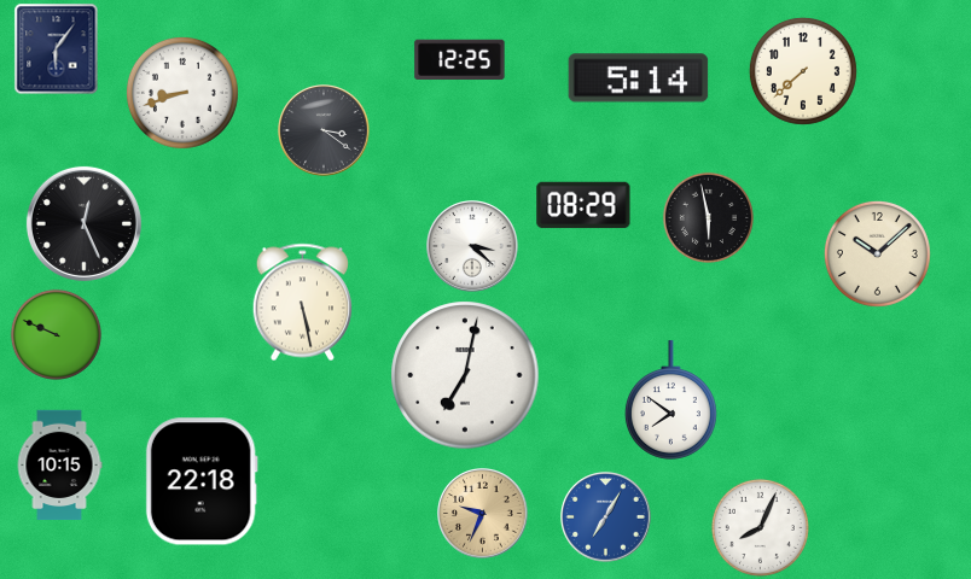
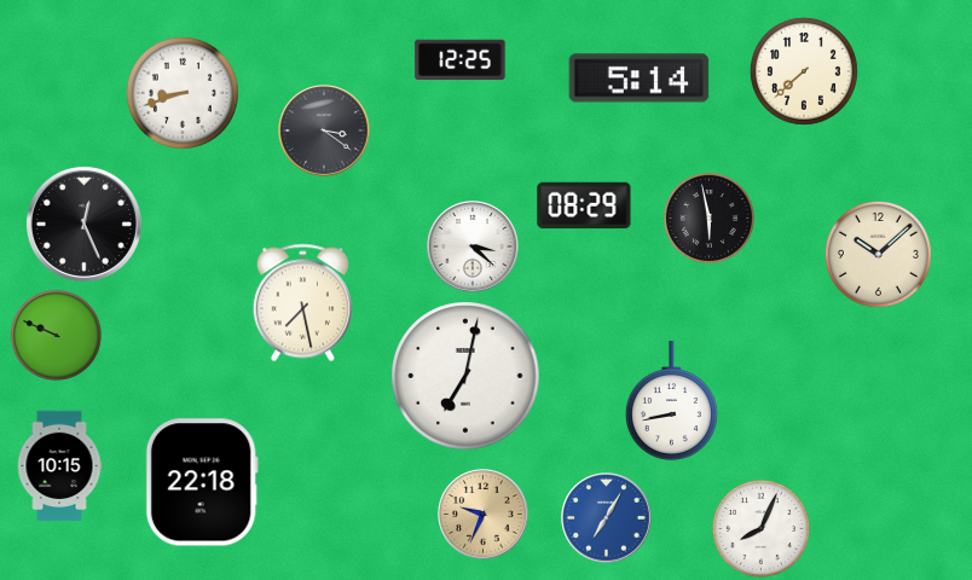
clock at (57, 49): 6:06 -> none
clock at (302, 303): 5:28 -> 7:28
clock at (670, 400): 7:51 -> 8:43
